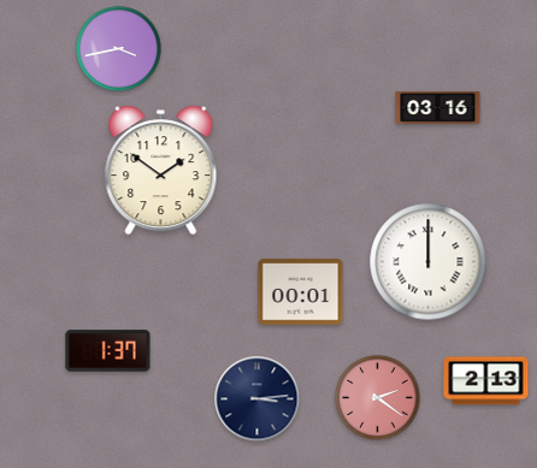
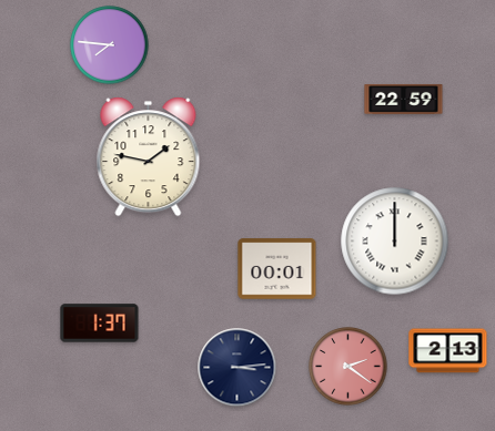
clock at (119, 49): 3:43 -> 7:46
clock at (438, 107): 03:16 -> 22:59
clock at (161, 171): 1:51 -> 1:47
